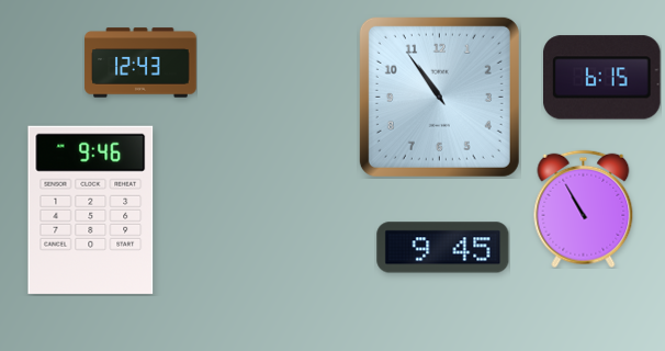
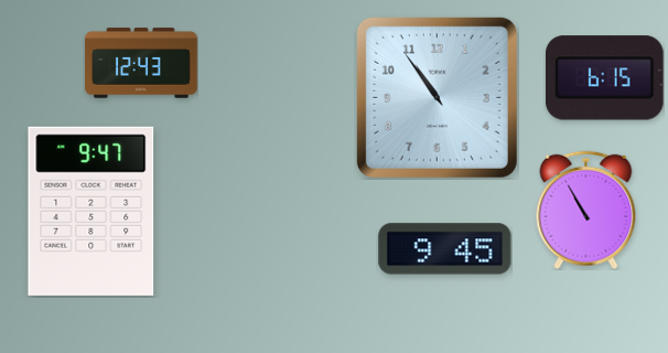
clock at (439, 97) position: (439, 97) -> (437, 97)
clock at (91, 210): 9:46 -> 9:47
